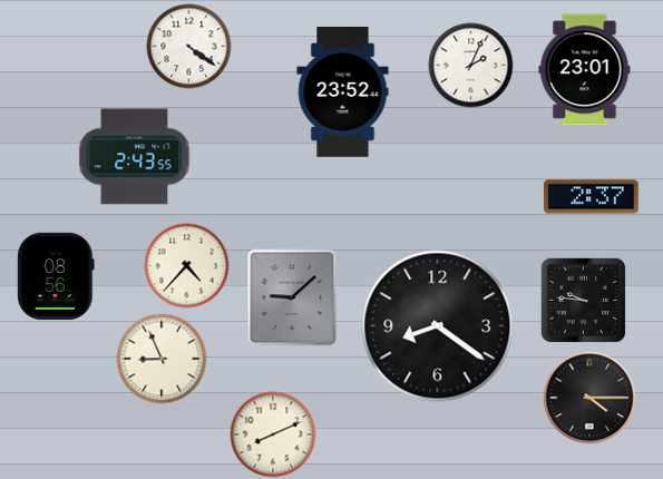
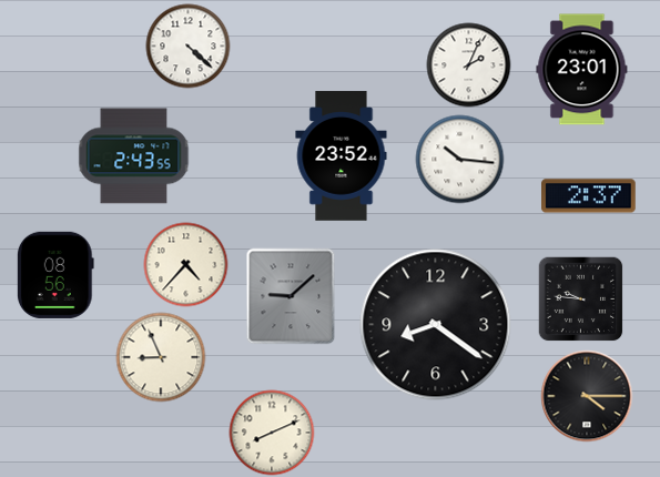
clock at (189, 47): 4:21 -> 4:22
clock at (343, 92) position: (343, 92) -> (342, 156)
clock at (460, 160): none -> 10:16
